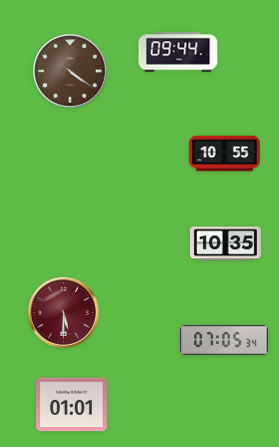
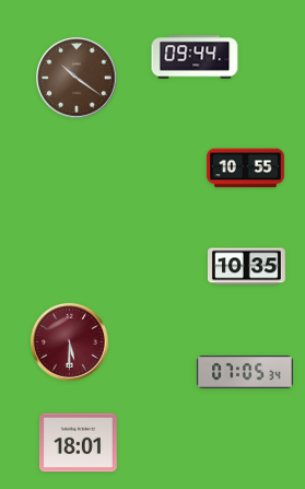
clock at (70, 71): 4:21 -> 10:21
clock at (71, 405): 01:01 -> 18:01
